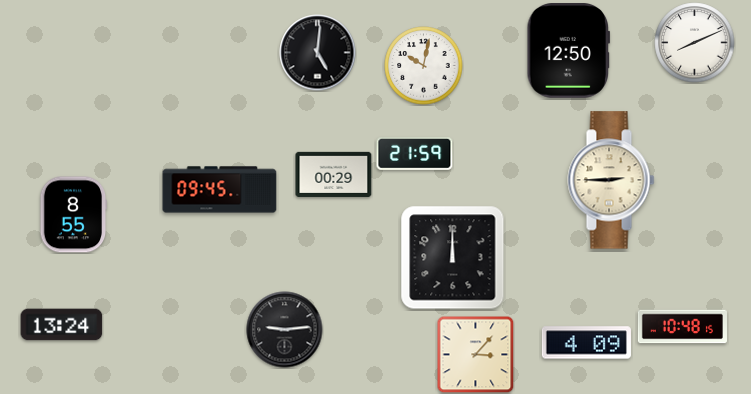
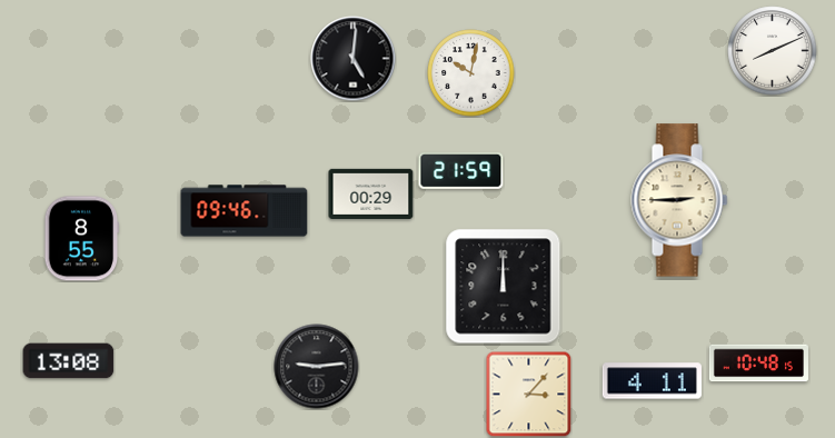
clock at (695, 43) position: (695, 43) -> (773, 51)
clock at (569, 51): 12:50 -> none
clock at (220, 190): 09:45 -> 09:46
clock at (62, 325): 13:24 -> 13:08
clock at (586, 343): 4:09 -> 4:11
